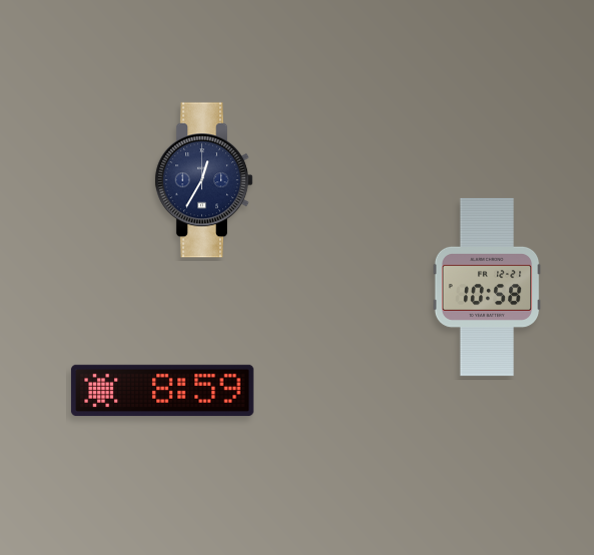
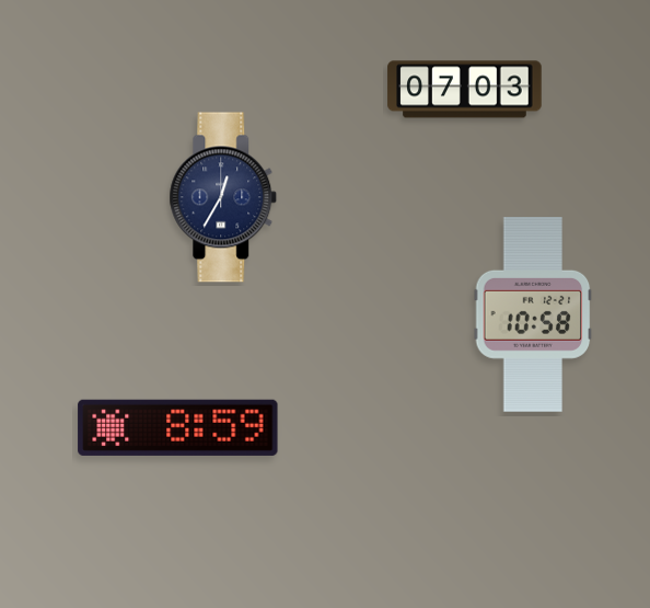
clock at (465, 90): none -> 07:03
